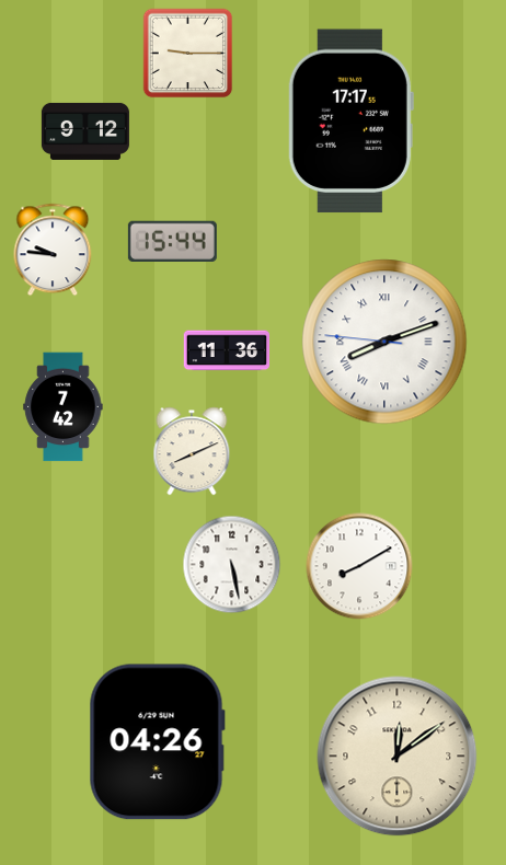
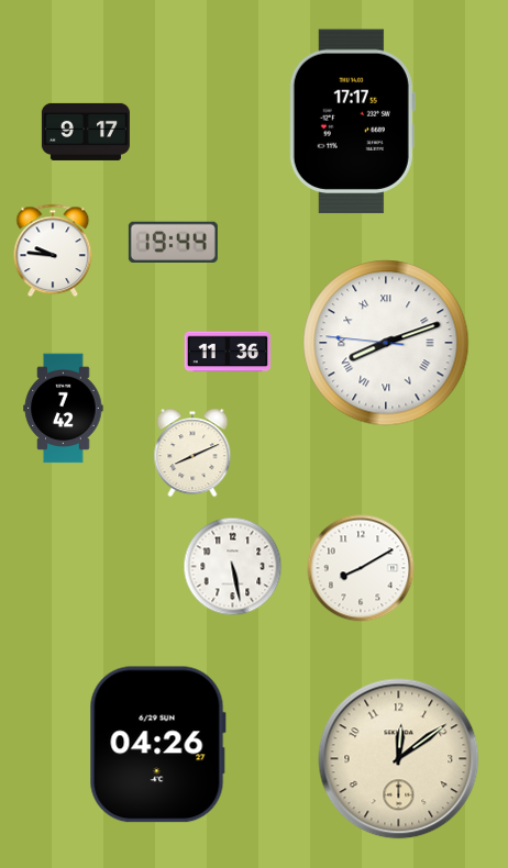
clock at (188, 54): 9:15 -> none
clock at (85, 131): 9:12 -> 9:17
clock at (172, 242): 15:44 -> 19:44
